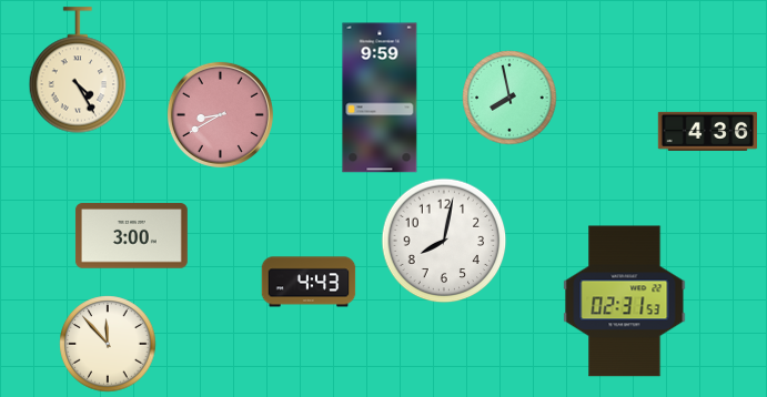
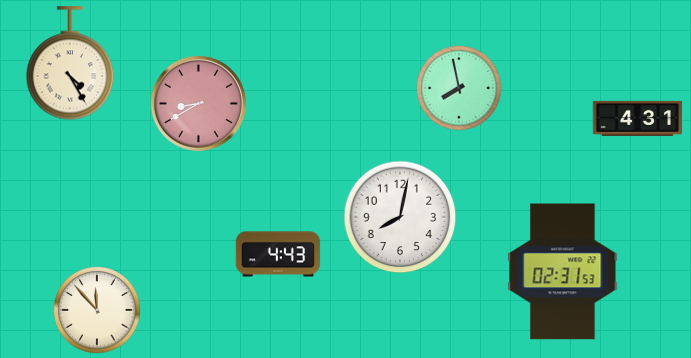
clock at (380, 98): 9:59 -> none
clock at (707, 131): 4:36 -> 4:31
clock at (131, 236): 3:00 -> none
